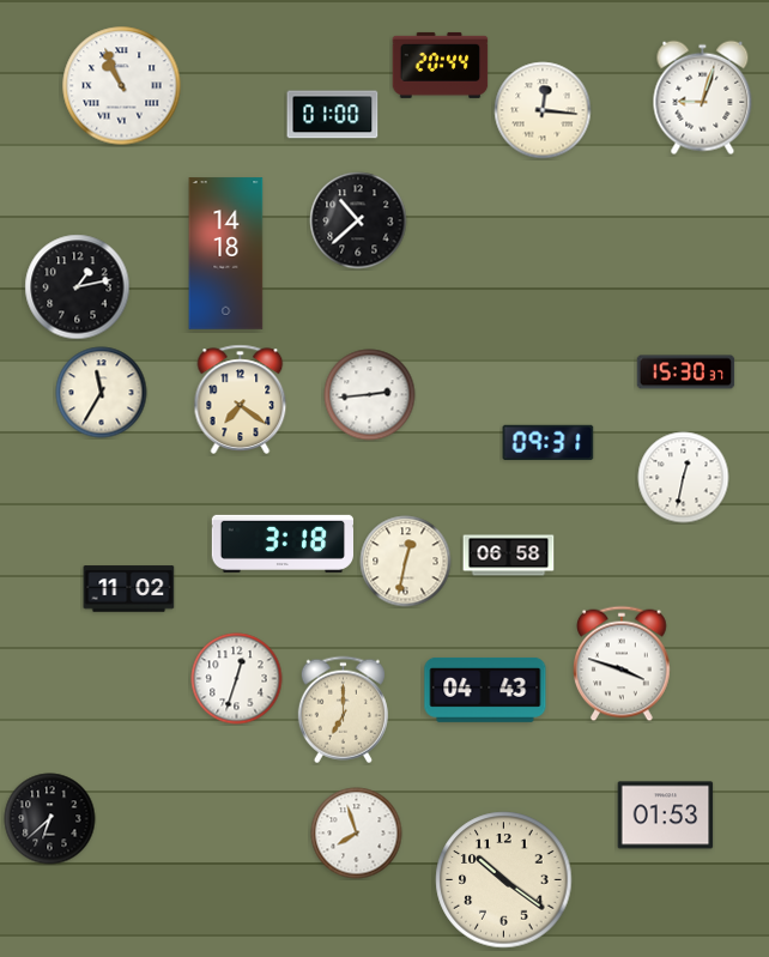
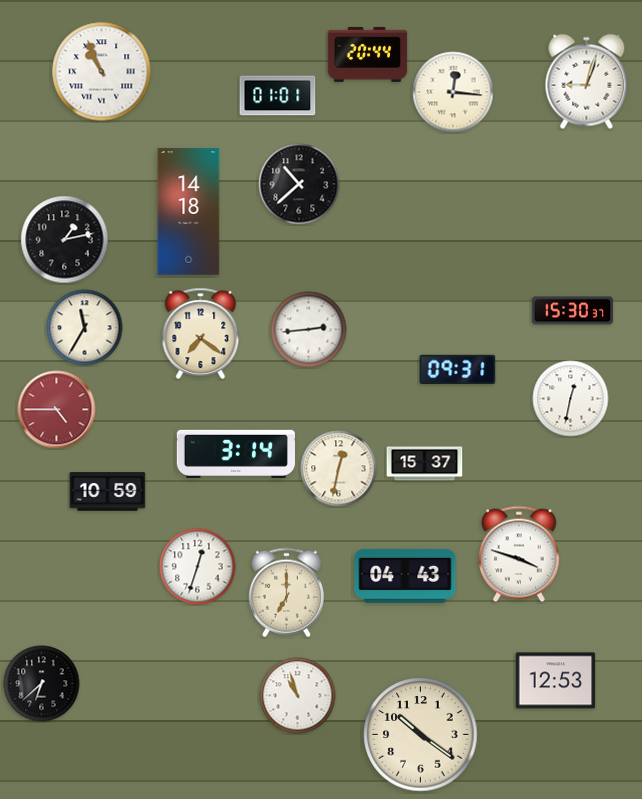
clock at (333, 115): 01:00 -> 01:01
clock at (57, 410): none -> 4:45
clock at (281, 544): 3:18 -> 3:14
clock at (509, 556): 06:58 -> 15:37
clock at (129, 589): 11:02 -> 10:59
clock at (666, 816): 01:53 -> 12:53
clock at (357, 834): 7:57 -> 10:57
